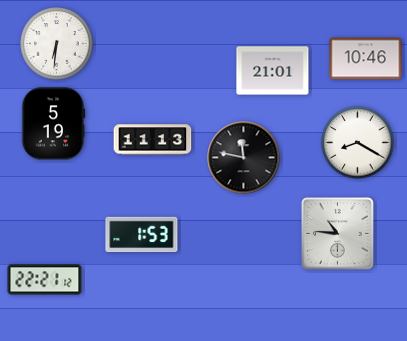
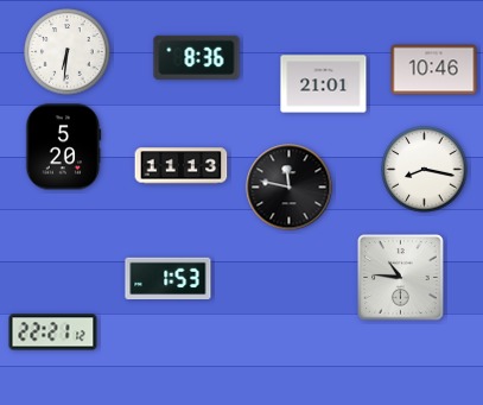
clock at (197, 57): none -> 8:36
clock at (53, 124): 5:19 -> 5:20
clock at (358, 143): 8:20 -> 8:17
